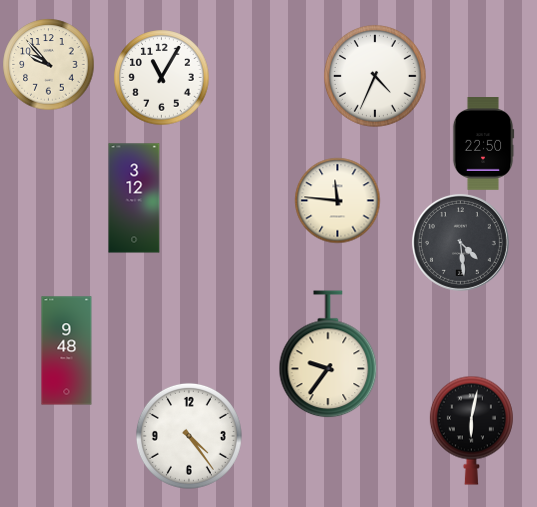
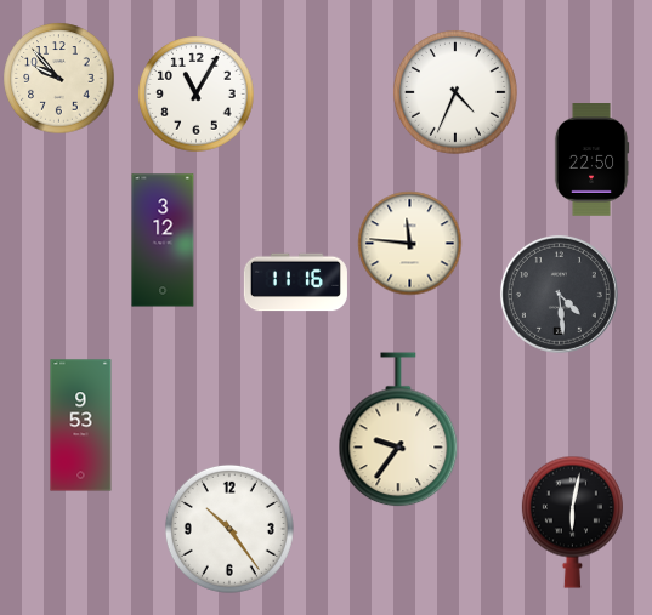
clock at (483, 144) position: (483, 144) -> (591, 160)
clock at (295, 283): none -> 11:16
clock at (67, 351): 9:48 -> 9:53
clock at (189, 436): 4:24 -> 10:24
